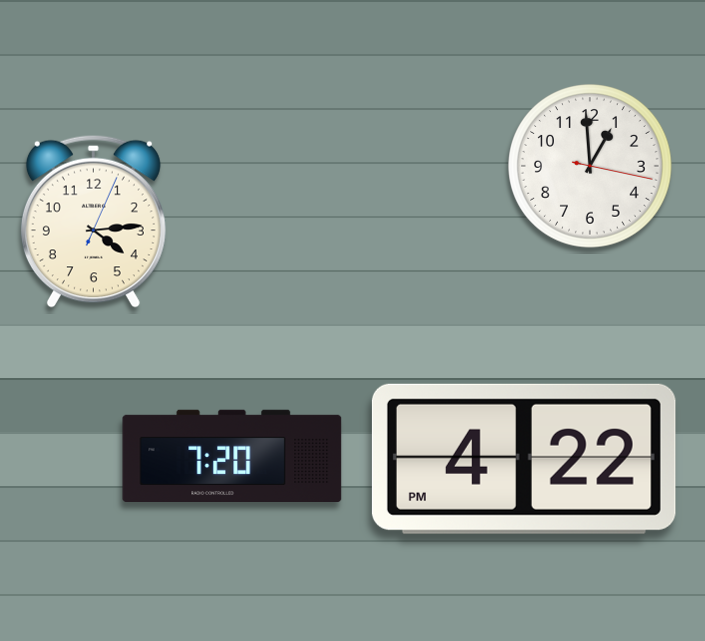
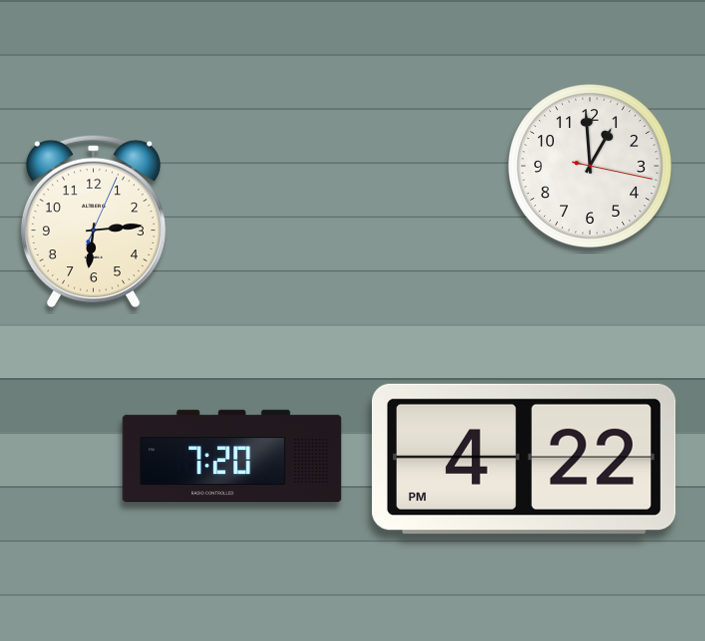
clock at (93, 221): 4:14 -> 6:14
